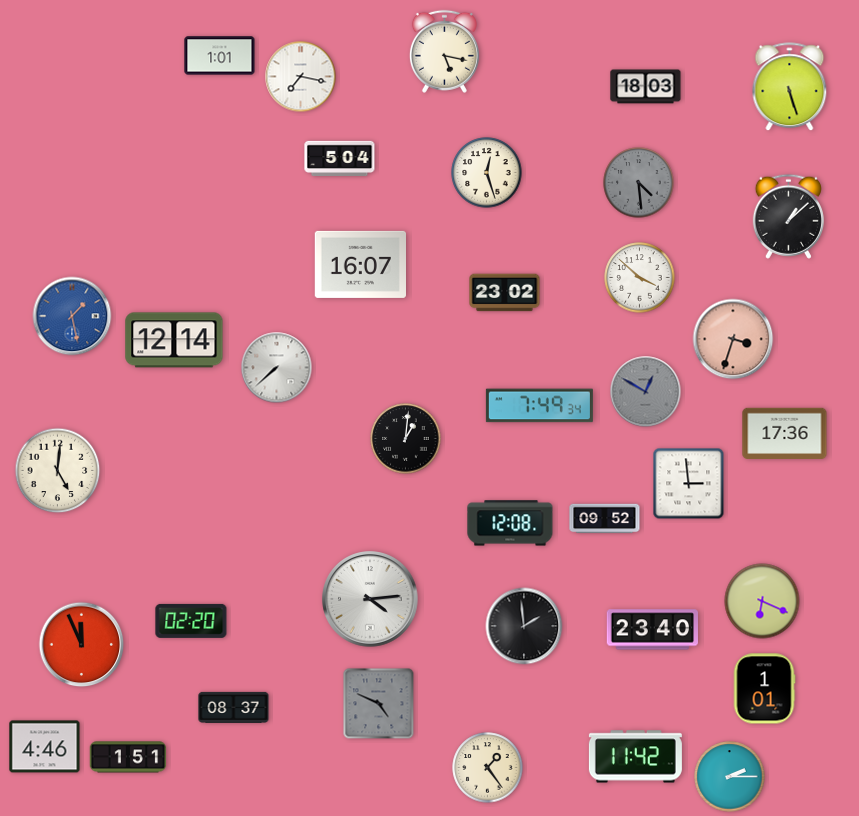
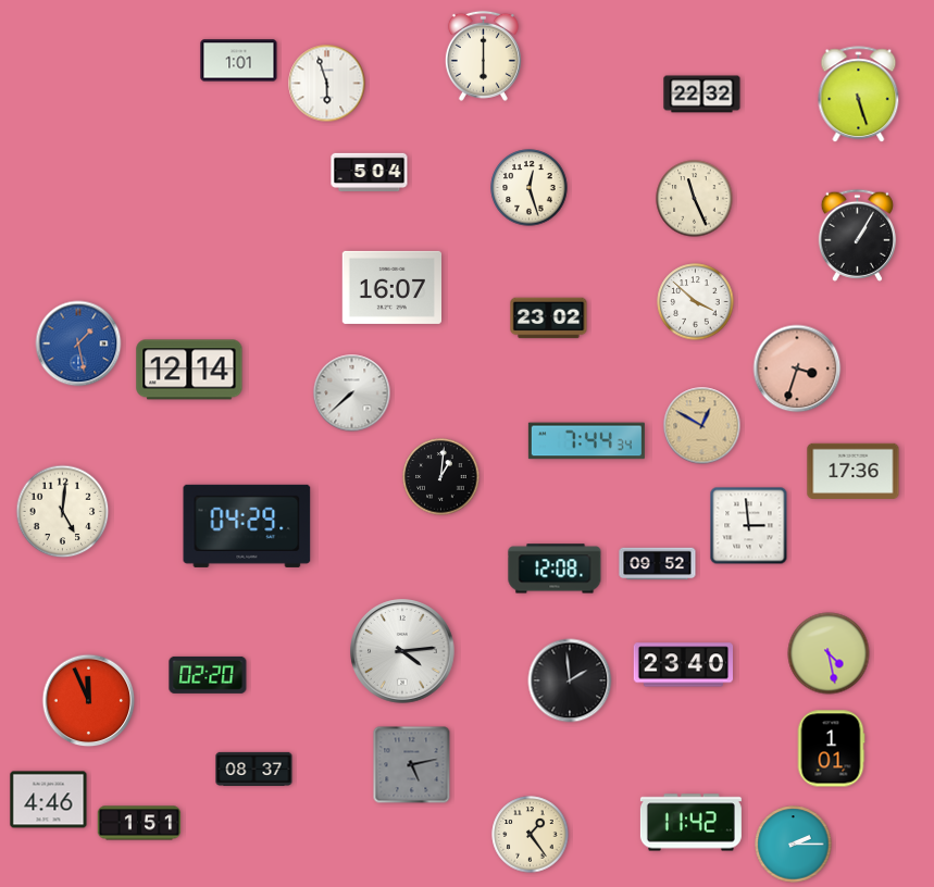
clock at (444, 51): 5:17 -> 6:00
clock at (301, 77): 7:17 -> 5:57
clock at (646, 87): 18:03 -> 22:32
clock at (639, 183): 4:29 -> 11:26
clock at (639, 183) dial: grey -> cream
clock at (788, 216): 1:08 -> 1:05
clock at (277, 368) position: (277, 368) -> (352, 393)
clock at (646, 392) dial: grey -> champagne
clock at (539, 406): 7:49 -> 7:44
clock at (247, 526): none -> 04:29
clock at (762, 601): 6:19 -> 4:28
clock at (652, 630) position: (652, 630) -> (683, 665)
clock at (379, 704): 4:49 -> 5:13
clock at (45, 747) position: (45, 747) -> (49, 800)
